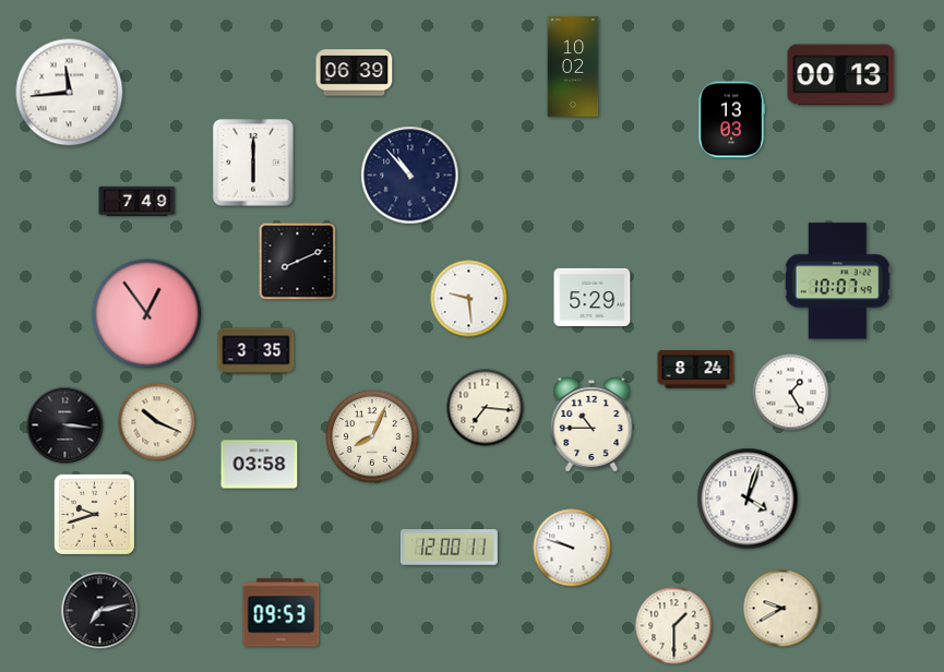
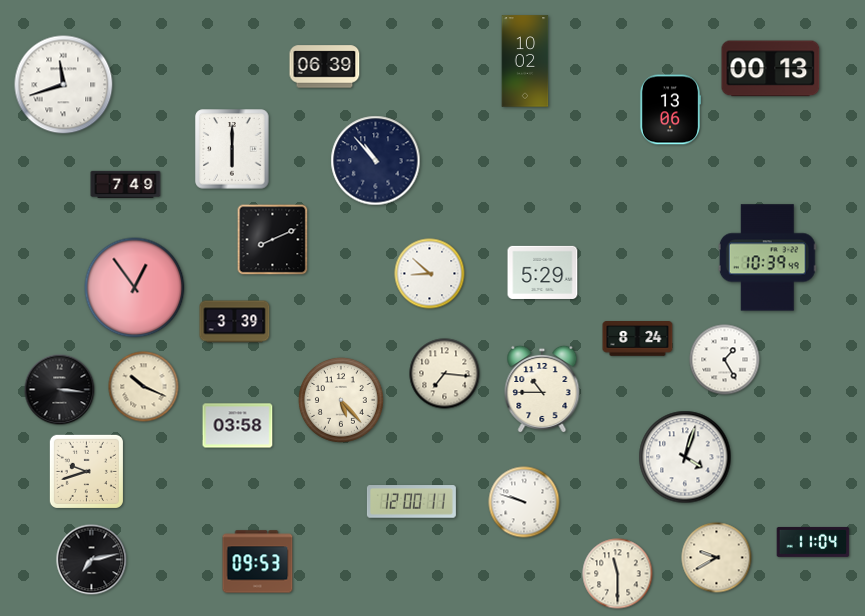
clock at (70, 93): 11:44 -> 11:42
clock at (730, 120): 13:03 -> 13:06
clock at (837, 281): 10:07 -> 10:39
clock at (469, 299): 9:29 -> 8:52
clock at (256, 351): 3:35 -> 3:39
clock at (372, 436): 8:04 -> 5:23
clock at (813, 542): none -> 11:04
clock at (674, 626): 1:30 -> 11:30
